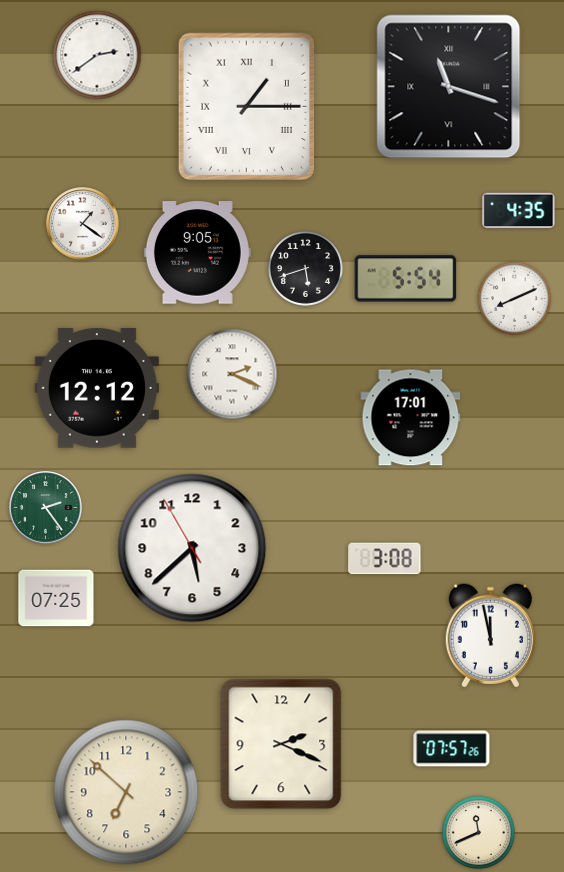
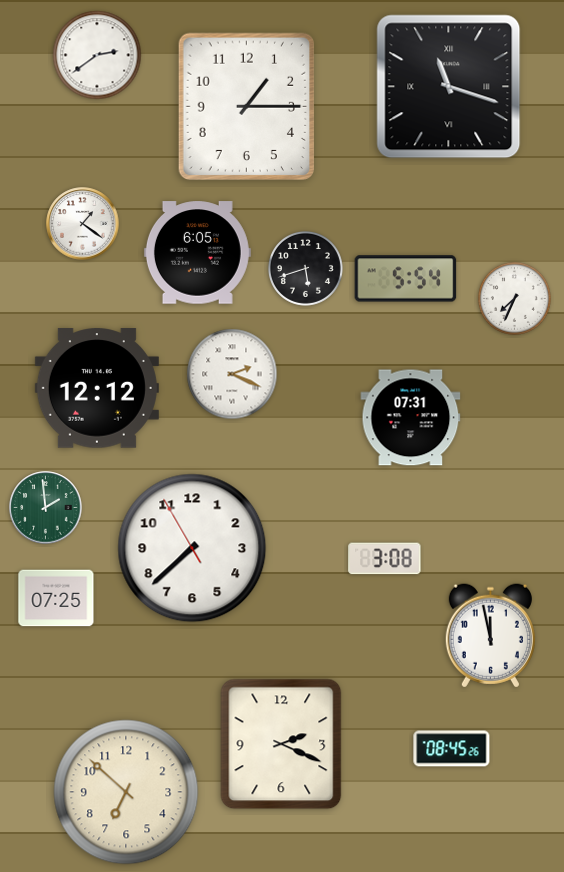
clock at (246, 107) numerals: Roman -> Arabic
clock at (519, 211): 4:35 -> none
clock at (197, 253): 9:05 -> 6:05
clock at (514, 298): 8:11 -> 7:34
clock at (411, 418): 17:01 -> 07:31
clock at (46, 508): 2:24 -> 1:59
clock at (192, 548): 5:37 -> 7:37
clock at (452, 749): 07:57 -> 08:45
clock at (478, 832): 11:41 -> none
